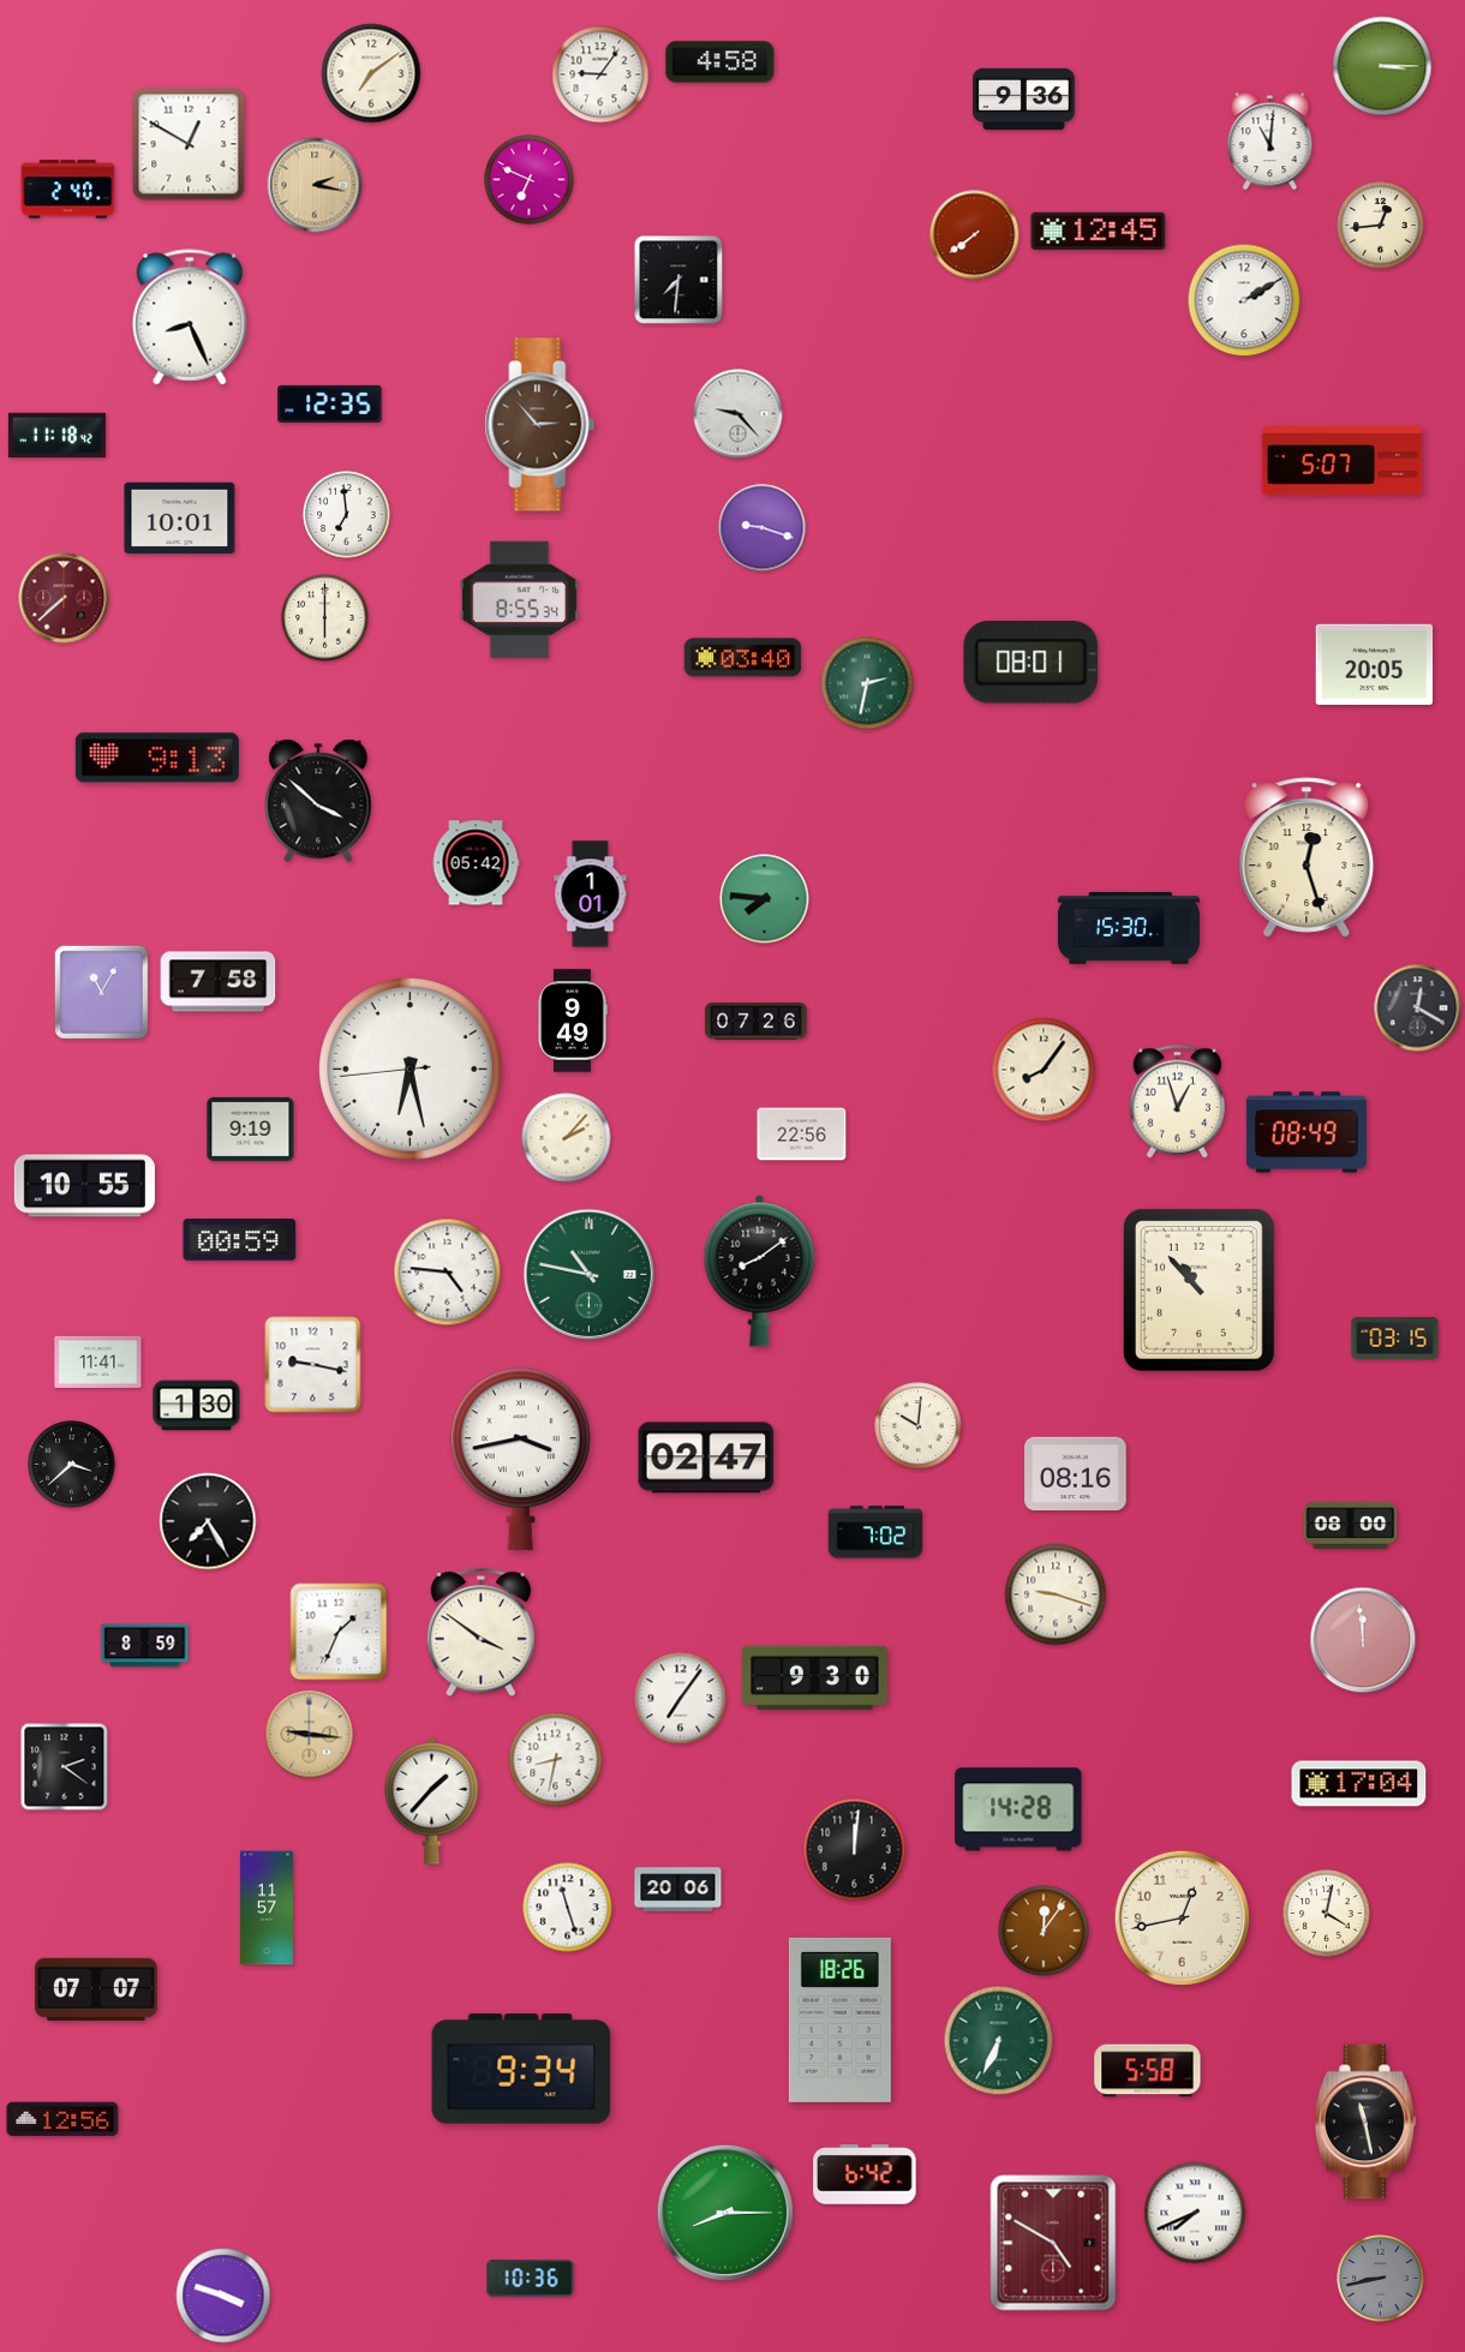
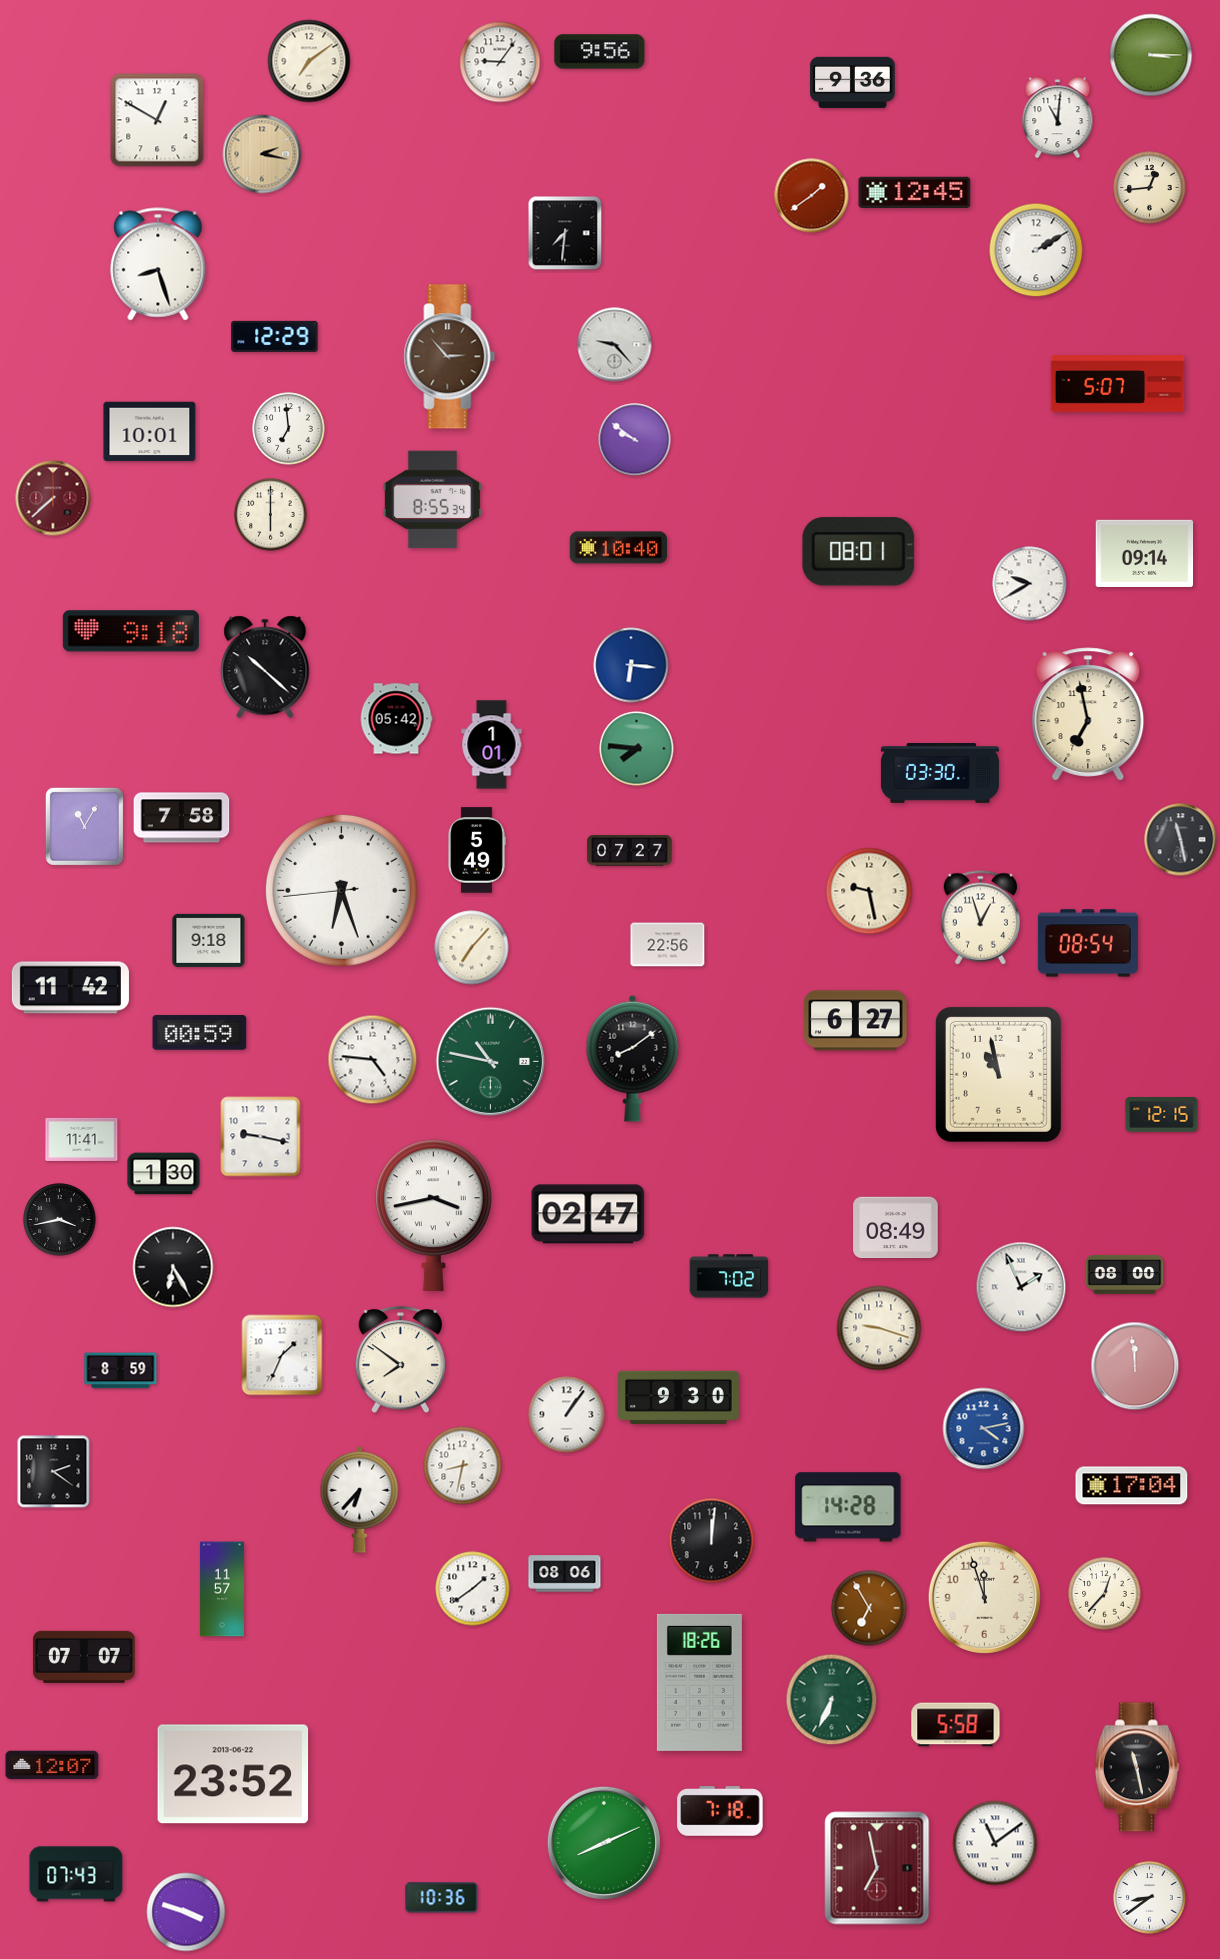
clock at (720, 62): 4:58 -> 9:56
clock at (530, 180): 6:49 -> none
clock at (68, 190): 2:40 -> none
clock at (975, 235): 7:39 -> 1:39
clock at (190, 317): 8:26 -> 8:27
clock at (330, 403): 12:35 -> 12:29
clock at (540, 425) position: (540, 425) -> (450, 357)
clock at (56, 436): 11:18 -> none
clock at (763, 528): 9:18 -> 9:51
clock at (743, 658): 03:40 -> 10:40
clock at (1375, 664): 20:05 -> 09:14
clock at (867, 683): 2:32 -> none
clock at (1030, 584): none -> 9:40
clock at (157, 758): 9:13 -> 9:18
clock at (631, 665): none -> 6:16
clock at (318, 801): 3:52 -> 10:22
clock at (1306, 857): 12:27 -> 6:58
clock at (1129, 929): 15:30 -> 03:30
clock at (1418, 1009): 12:20 -> 11:28
clock at (573, 1021): 9:49 -> 5:49
clock at (757, 1022): 07:26 -> 07:27
clock at (409, 1069): 6:27 -> 6:26
clock at (1044, 1070): 8:06 -> 9:28
clock at (251, 1129): 9:19 -> 9:18
clock at (1306, 1132): 08:49 -> 08:54
clock at (567, 1138): 2:07 -> 7:07
clock at (84, 1186): 10:55 -> 11:42
clock at (856, 1021): none -> 6:27
clock at (1198, 1289): 10:53 -> 10:58
clock at (1395, 1339): 03:15 -> 12:15
clock at (98, 1361) position: (98, 1361) -> (82, 1139)
clock at (197, 1406) position: (197, 1406) -> (164, 1174)
clock at (919, 1426): 10:01 -> none
clock at (72, 1465): 3:38 -> 3:43
clock at (1076, 1474): 08:16 -> 08:49
clock at (208, 1521): 7:25 -> 6:25
clock at (1351, 1526) position: (1351, 1526) -> (1125, 1275)
clock at (1021, 1287): none -> 1:56
clock at (339, 1632) position: (339, 1632) -> (282, 1355)
clock at (480, 1633): 3:51 -> 7:51
clock at (681, 1699): 7:06 -> 1:06
clock at (984, 1429): none -> 4:13
clock at (310, 1735): 9:16 -> none
clock at (432, 1800): 1:37 -> 6:37
clock at (678, 1890): 20:06 -> 08:06
clock at (568, 1908): 11:27 -> 1:39
clock at (1327, 1914): 4:02 -> 12:37
clock at (1182, 1917): 12:43 -> 11:57
clock at (1044, 1931): 12:06 -> 6:55
clock at (96, 1989) position: (96, 1989) -> (84, 1657)
clock at (521, 2069): 9:34 -> none
clock at (62, 2119): 12:56 -> 12:07
clock at (233, 1774): none -> 23:52
clock at (865, 2176): 6:42 -> 7:18
clock at (725, 2213): 8:15 -> 8:11
clock at (1195, 2213): 7:41 -> 11:09
clock at (1053, 2243): 4:50 -> 6:58
clock at (76, 1874): none -> 07:43
clock at (1381, 2279): 8:43 -> 8:39
clock at (1381, 2279) dial: grey -> white
